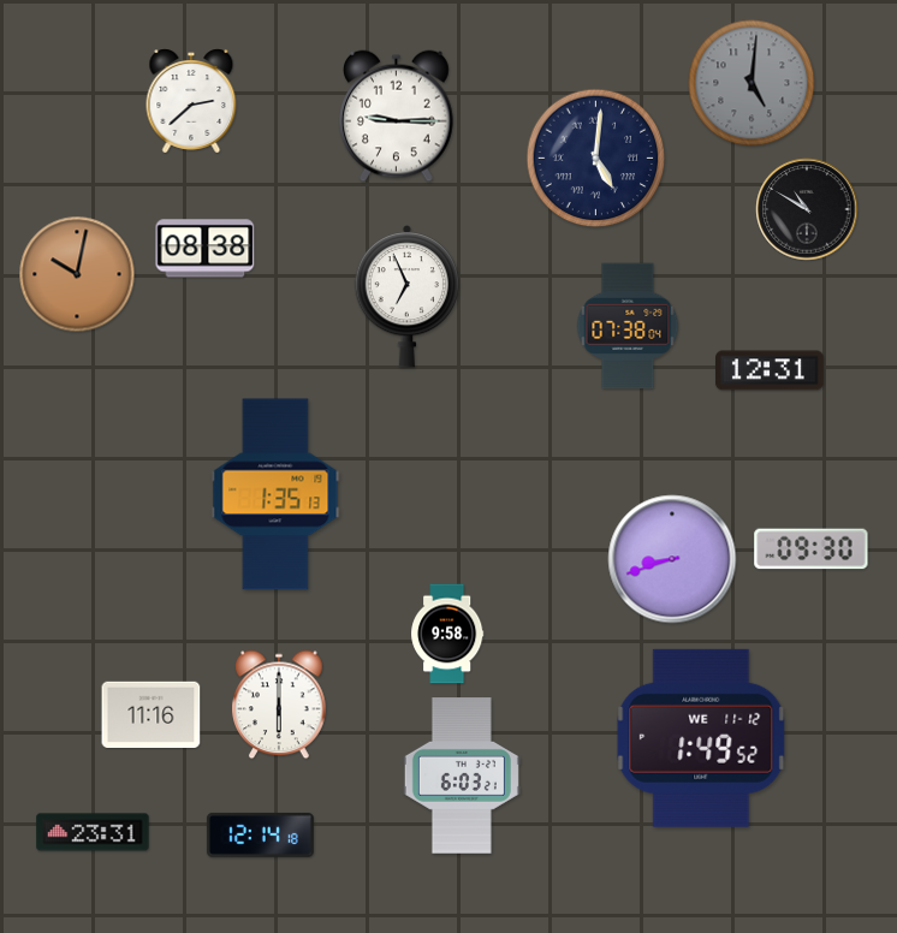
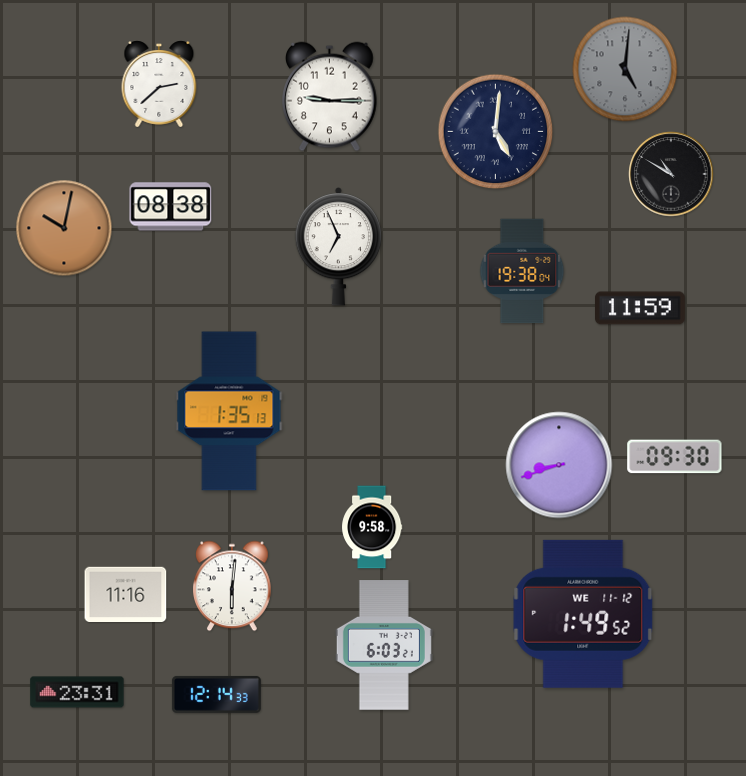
clock at (628, 326): 07:38 -> 19:38
clock at (771, 370): 12:31 -> 11:59
clock at (279, 705): 6:00 -> 6:01
clock at (260, 834): 12:14:18 -> 12:14:33
